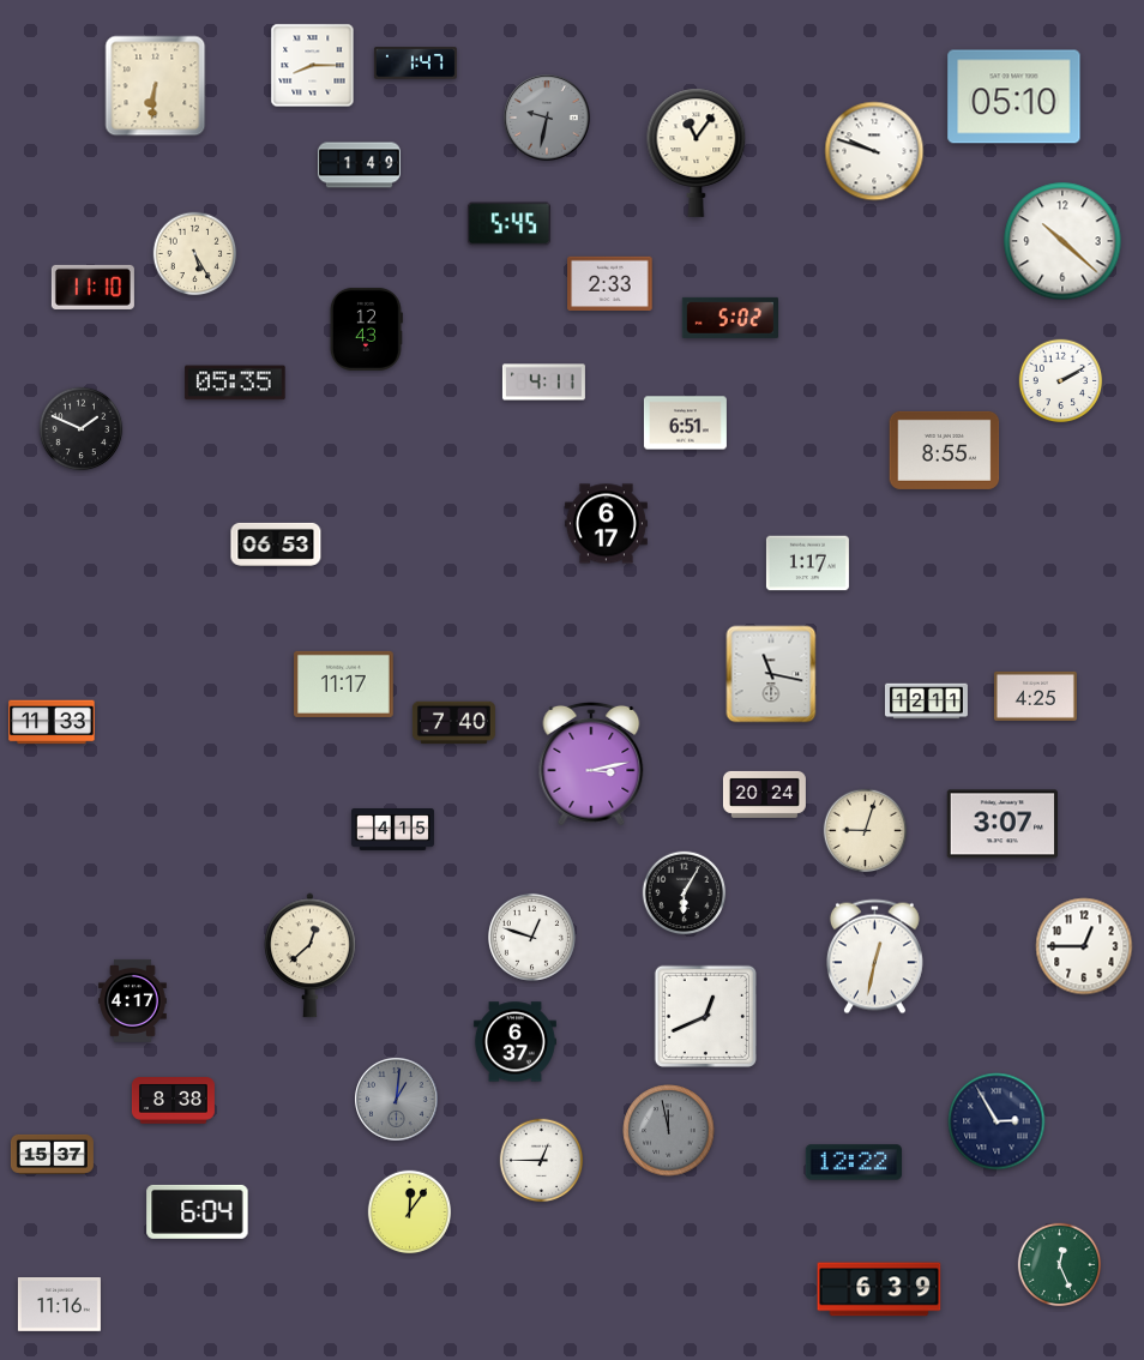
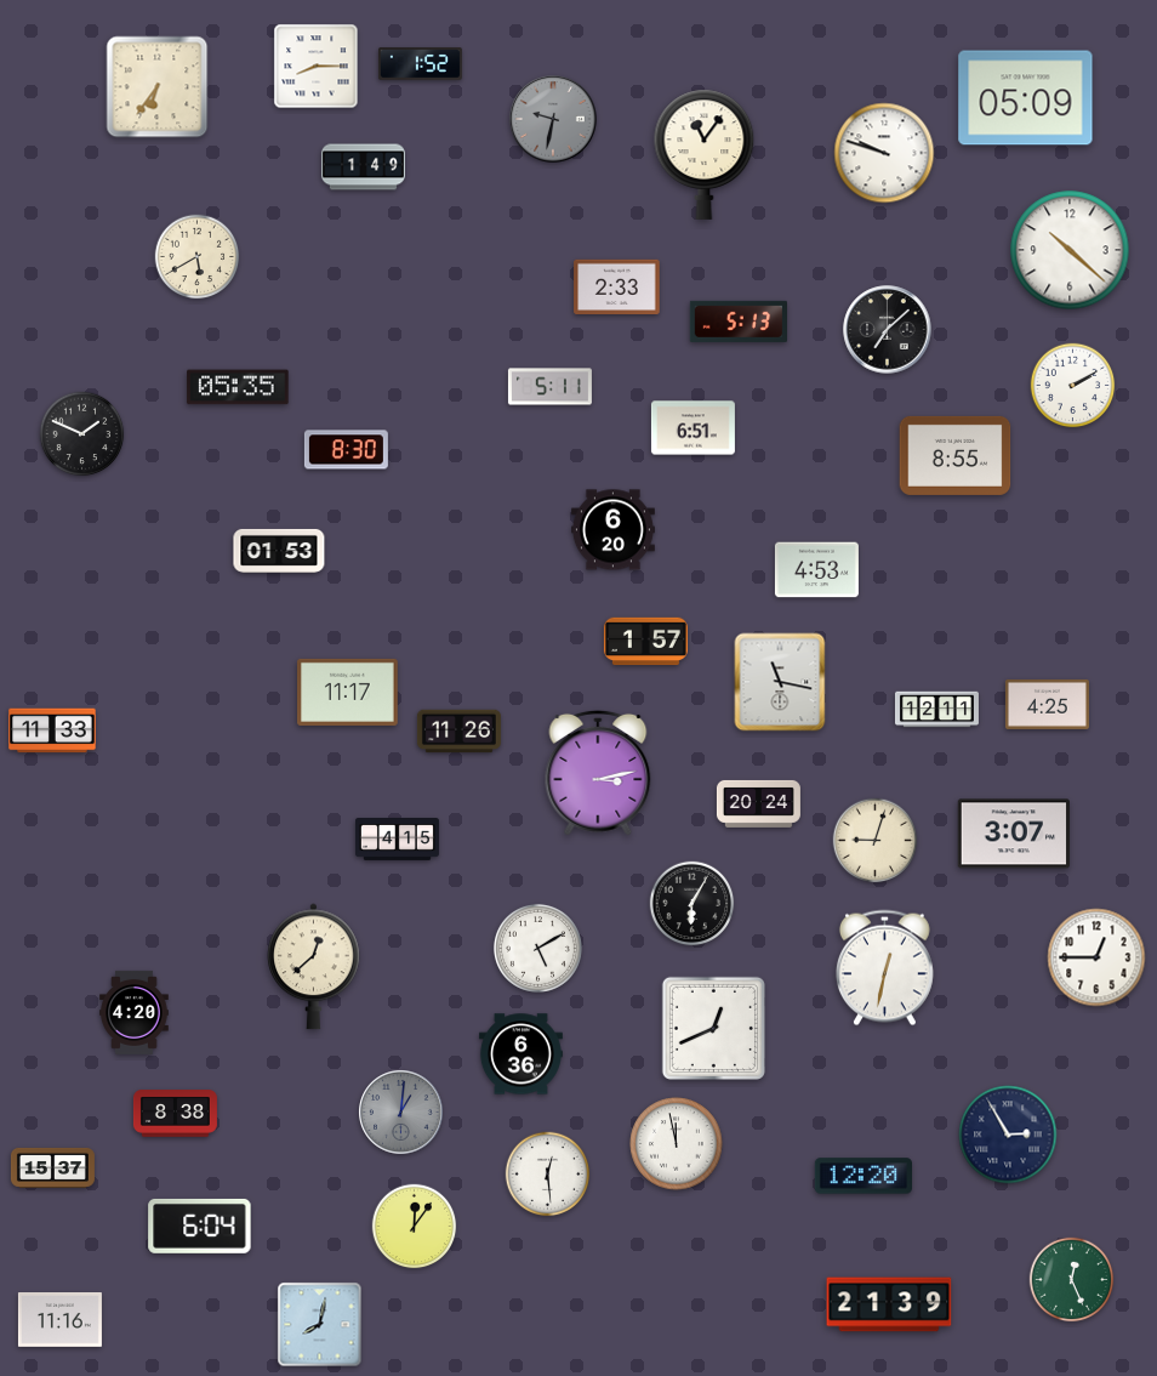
clock at (415, 64): 1:47 -> 1:52
clock at (156, 86): 6:31 -> 6:36
clock at (1014, 97): 05:10 -> 05:09
clock at (508, 224): 5:45 -> none
clock at (1062, 241) position: (1062, 241) -> (1070, 250)
clock at (195, 254): 5:25 -> 5:40
clock at (92, 287): 11:10 -> none
clock at (729, 318): 5:02 -> 5:13
clock at (888, 330): none -> 7:08
clock at (366, 329): 12:43 -> none
clock at (543, 383): 4:11 -> 5:11
clock at (346, 450): none -> 8:30
clock at (606, 524): 6:17 -> 6:20
clock at (276, 544): 06:53 -> 01:53
clock at (807, 564): 1:17 -> 4:53
clock at (645, 642): none -> 1:57
clock at (453, 723): 7:40 -> 11:26
clock at (764, 794) position: (764, 794) -> (758, 803)
clock at (531, 937): 12:48 -> 5:10
clock at (133, 1000): 4:17 -> 4:20
clock at (514, 1042): 6:37 -> 6:36
clock at (669, 1131) dial: grey -> white
clock at (542, 1161): 12:45 -> 12:29
clock at (853, 1162): 12:22 -> 12:20
clock at (879, 1289): 6:39 -> 21:39
clock at (320, 1325): none -> 8:02
